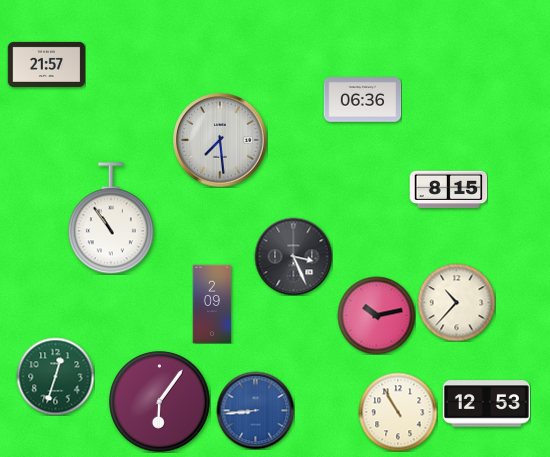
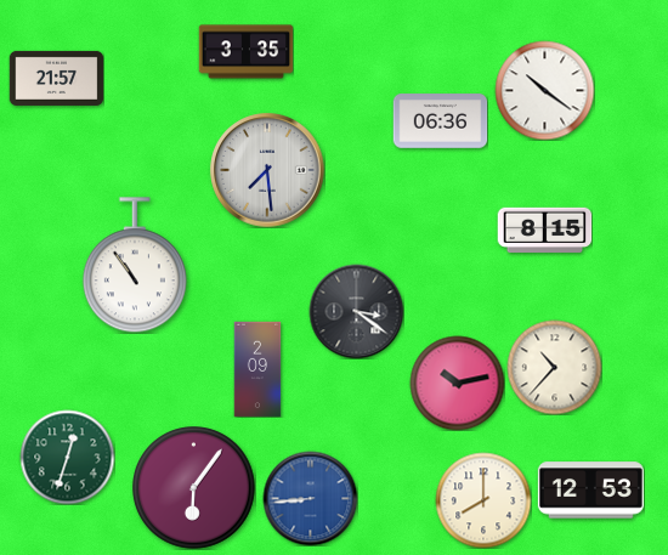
clock at (245, 52): none -> 3:35
clock at (544, 90): none -> 10:21
clock at (293, 256): 3:26 -> 3:21
clock at (398, 412): 10:55 -> 8:00
